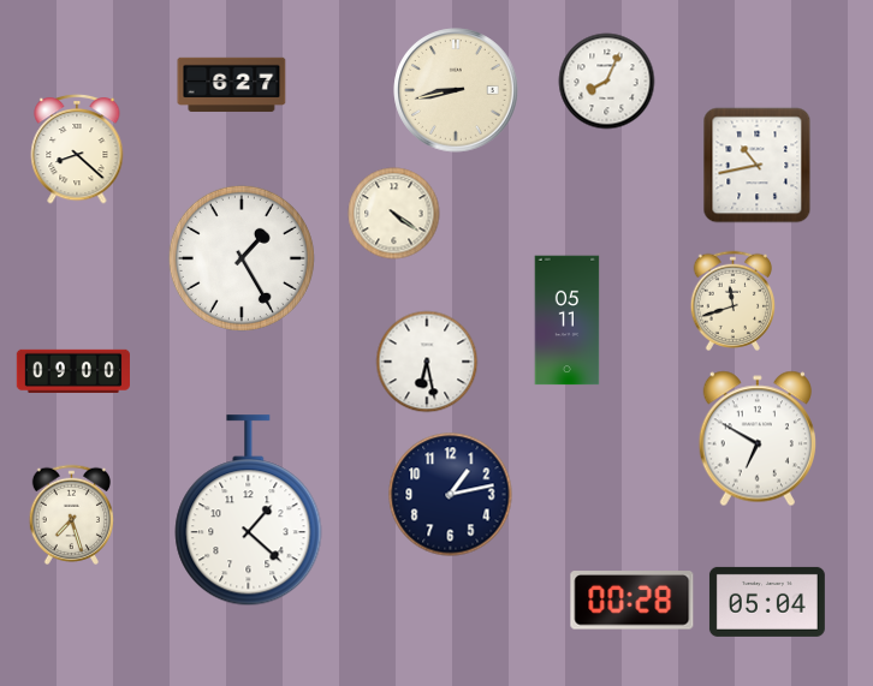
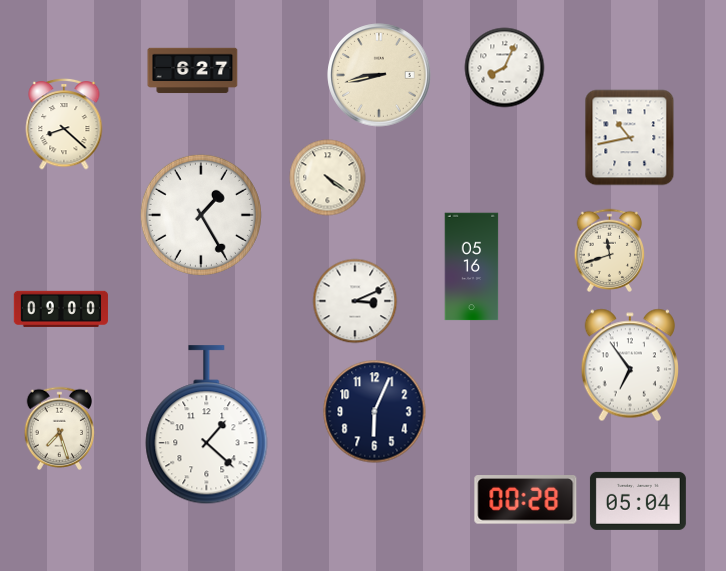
clock at (568, 321): 05:11 -> 05:16
clock at (427, 362): 6:28 -> 3:11
clock at (758, 439): 6:50 -> 6:54
clock at (451, 495): 1:13 -> 6:04
